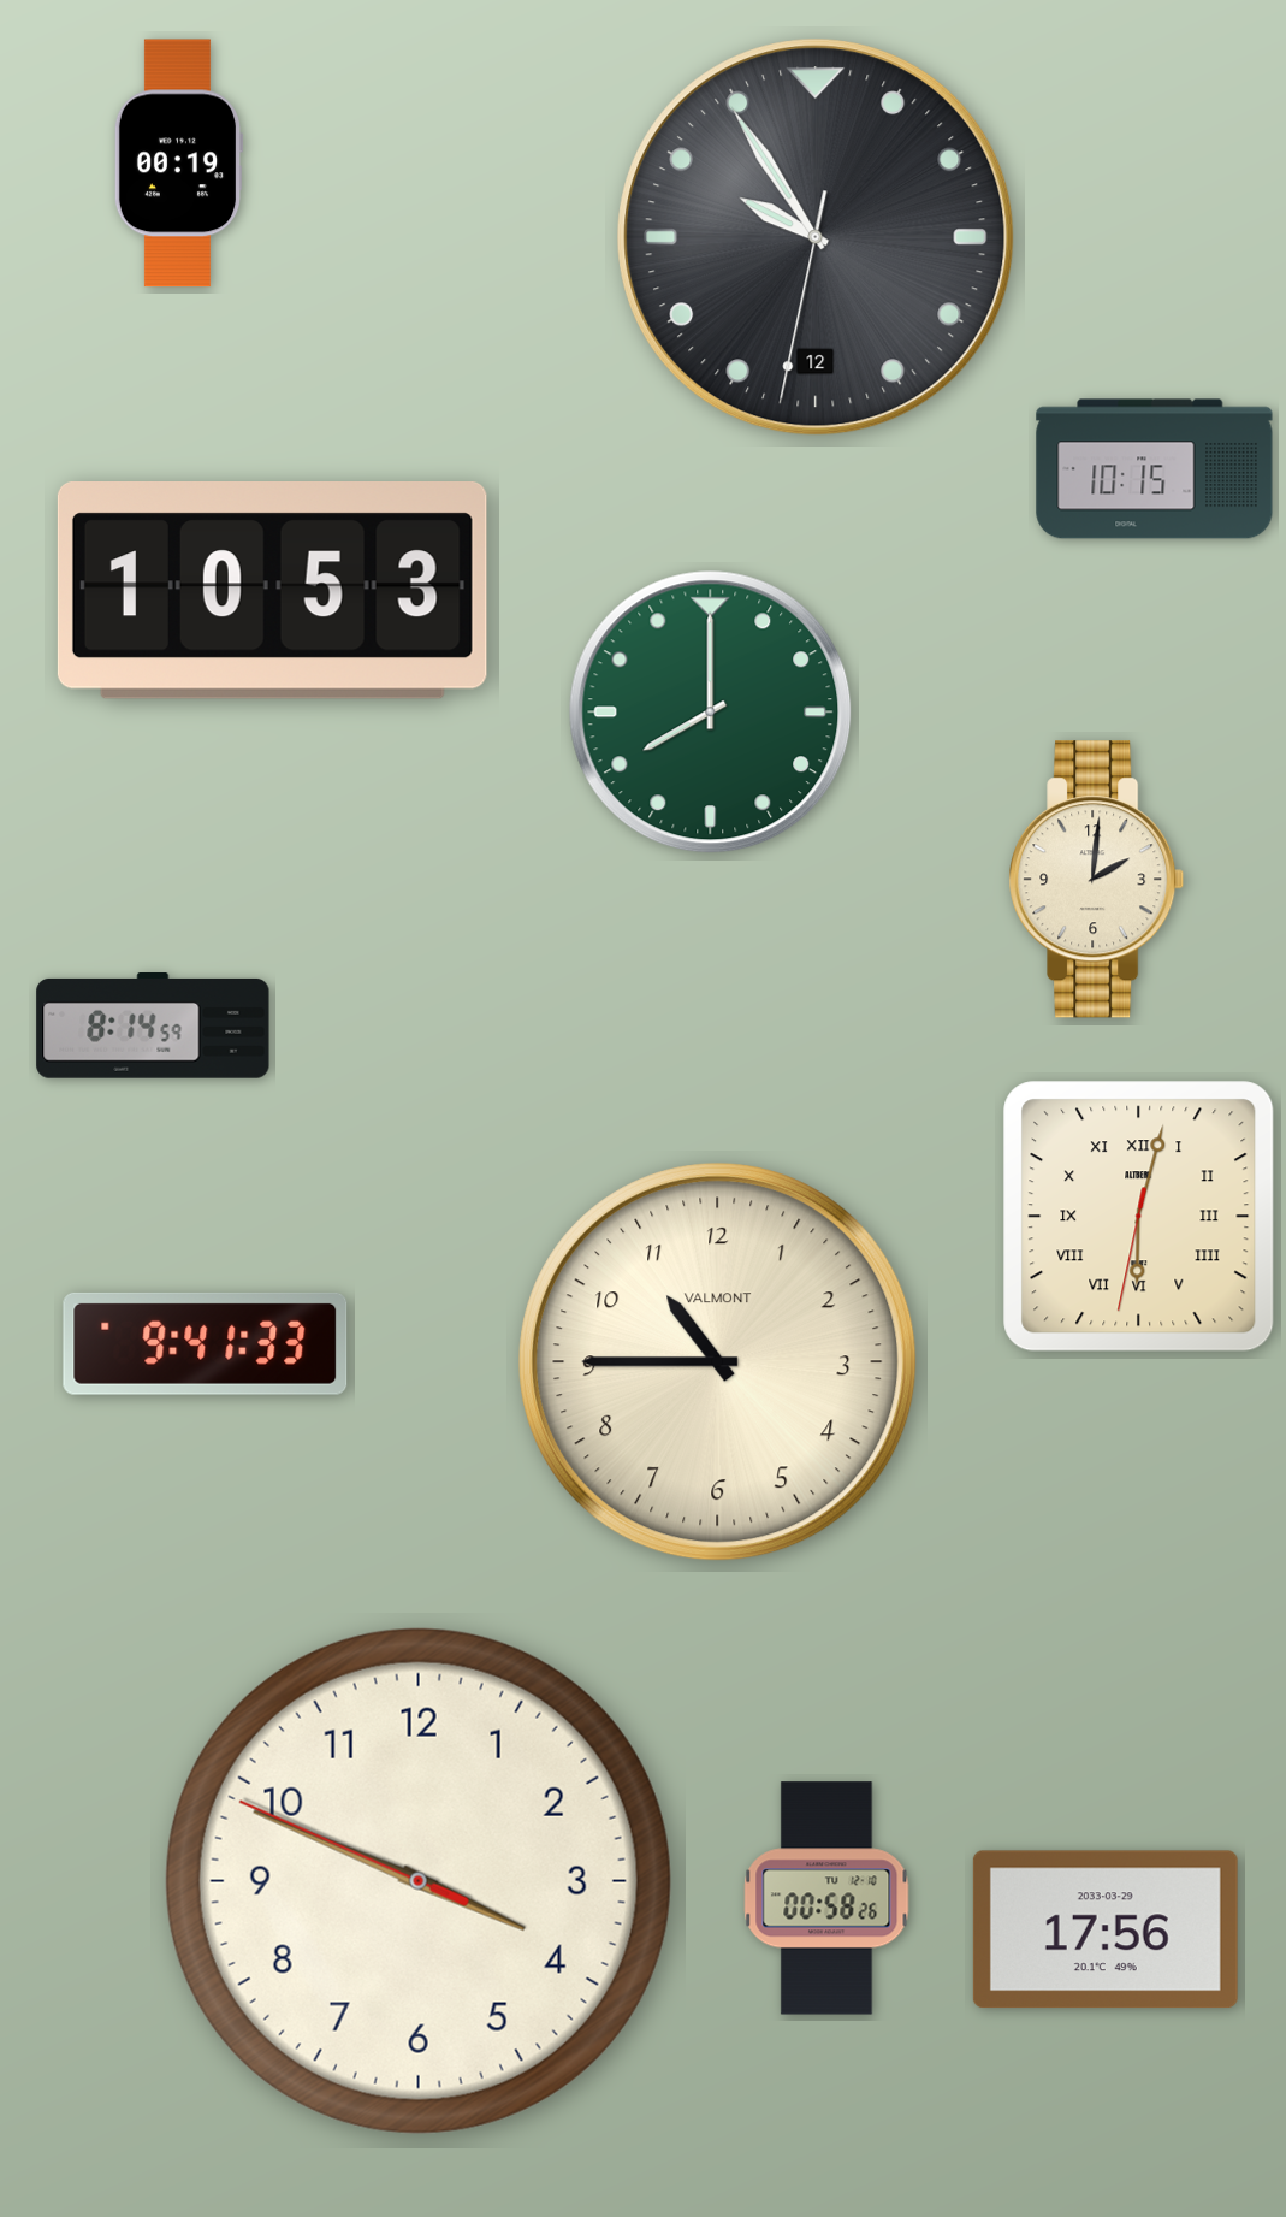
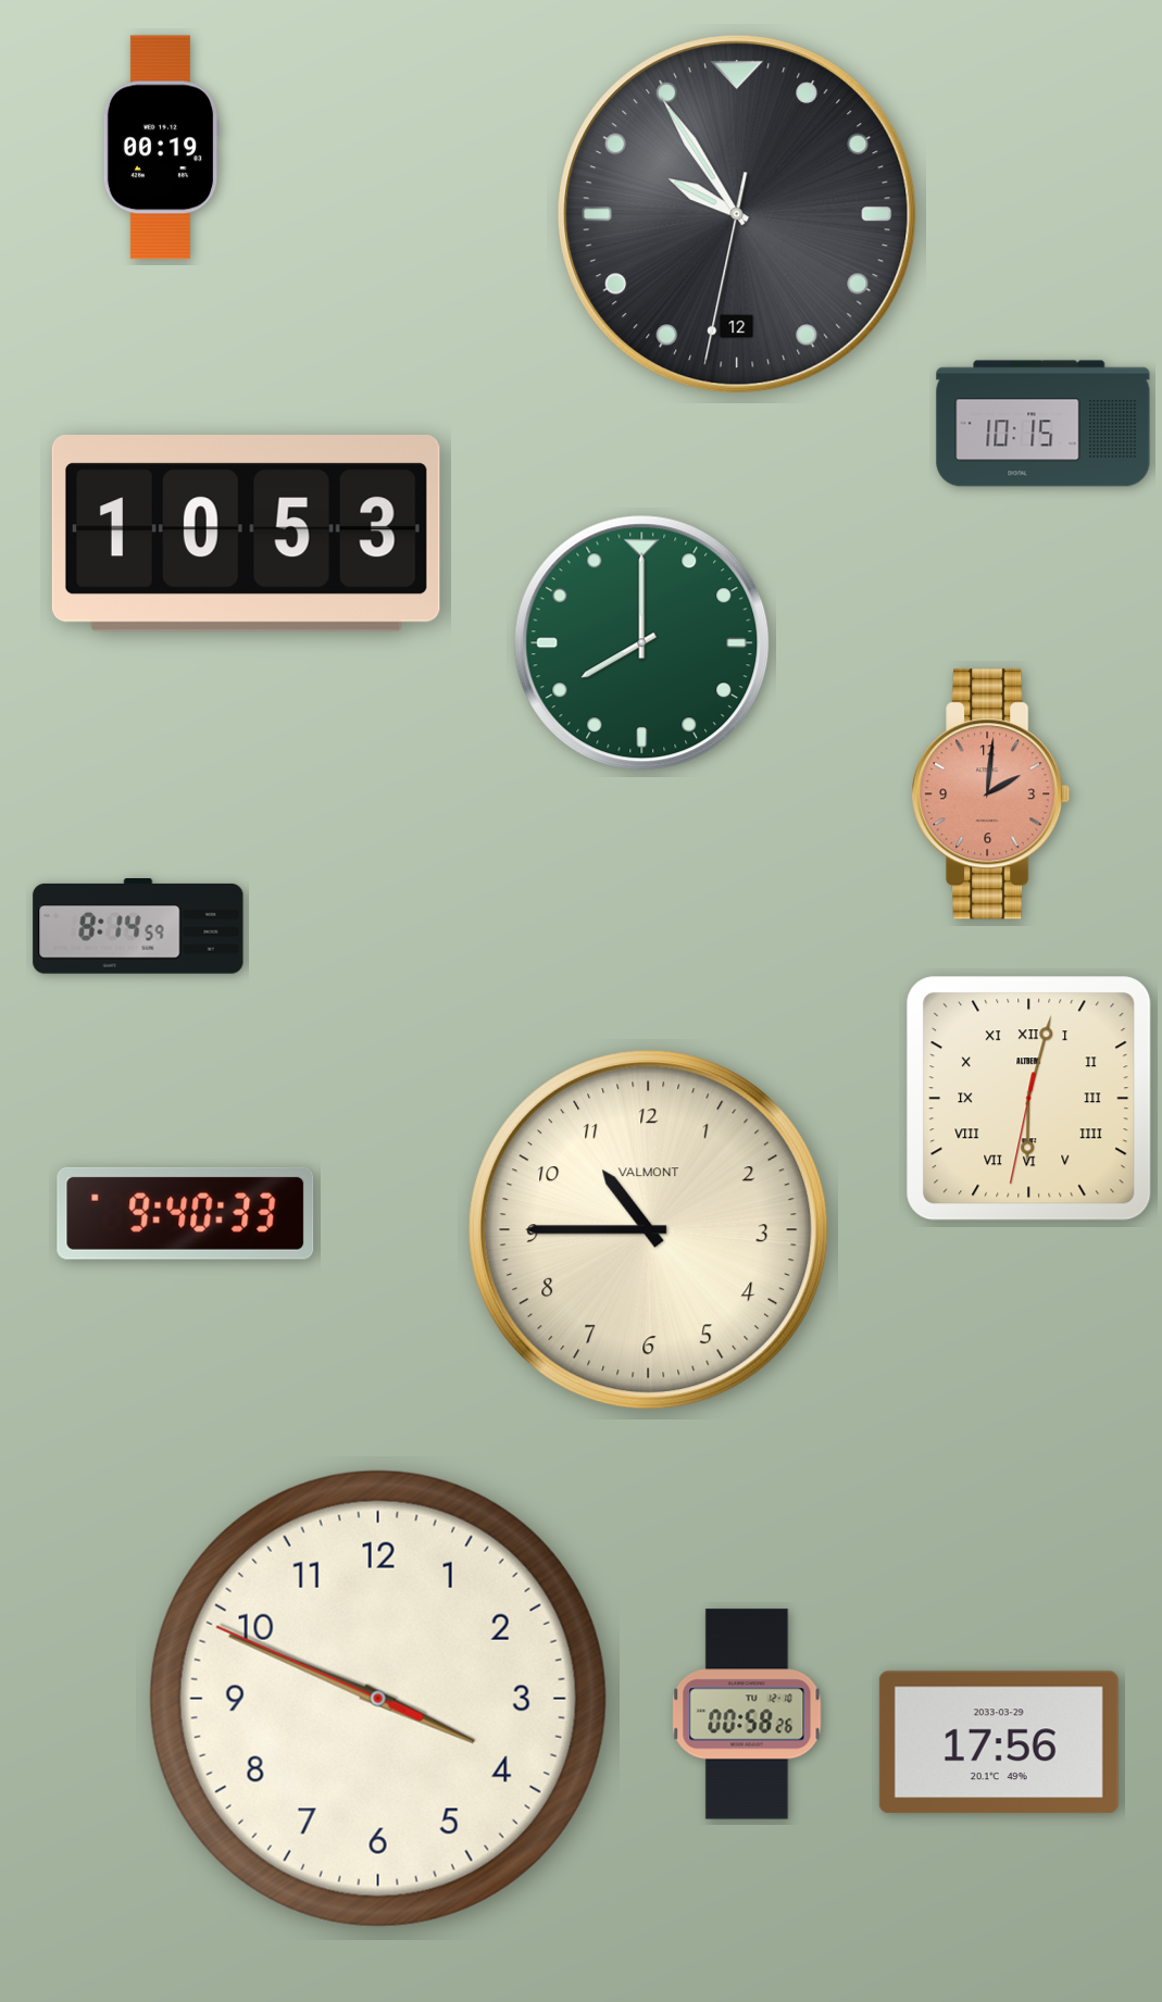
clock at (1097, 880) dial: cream -> salmon
clock at (206, 1343): 9:41 -> 9:40
